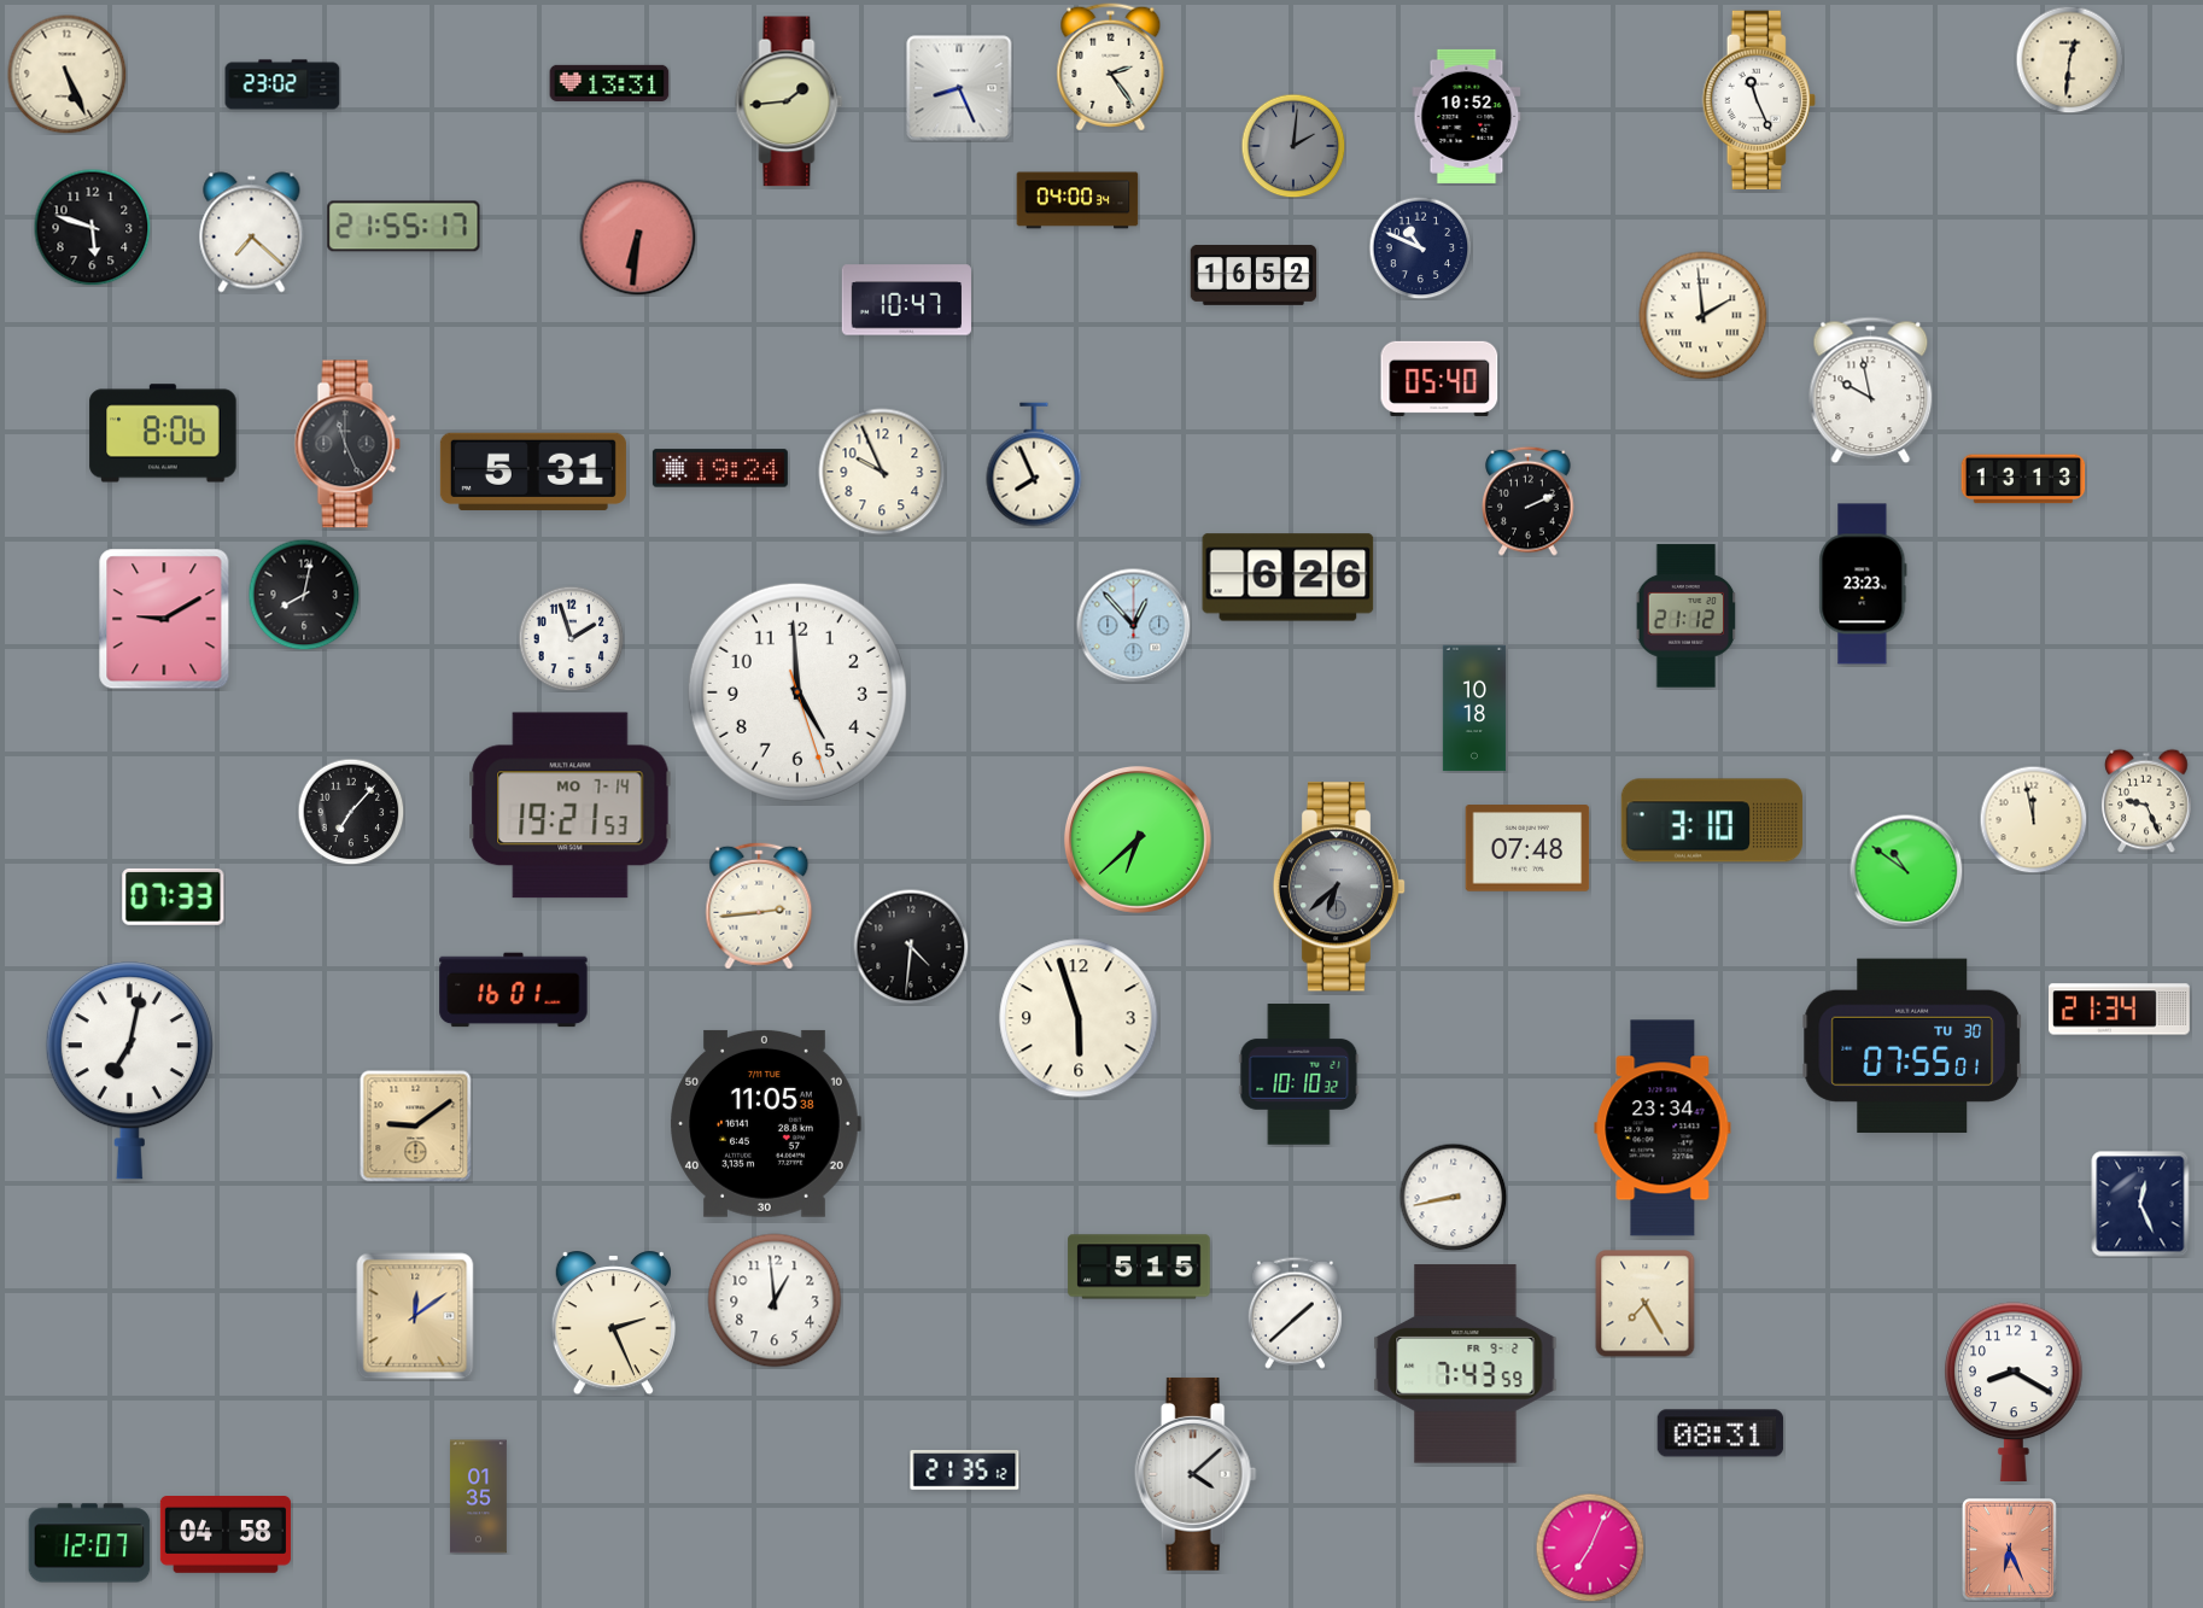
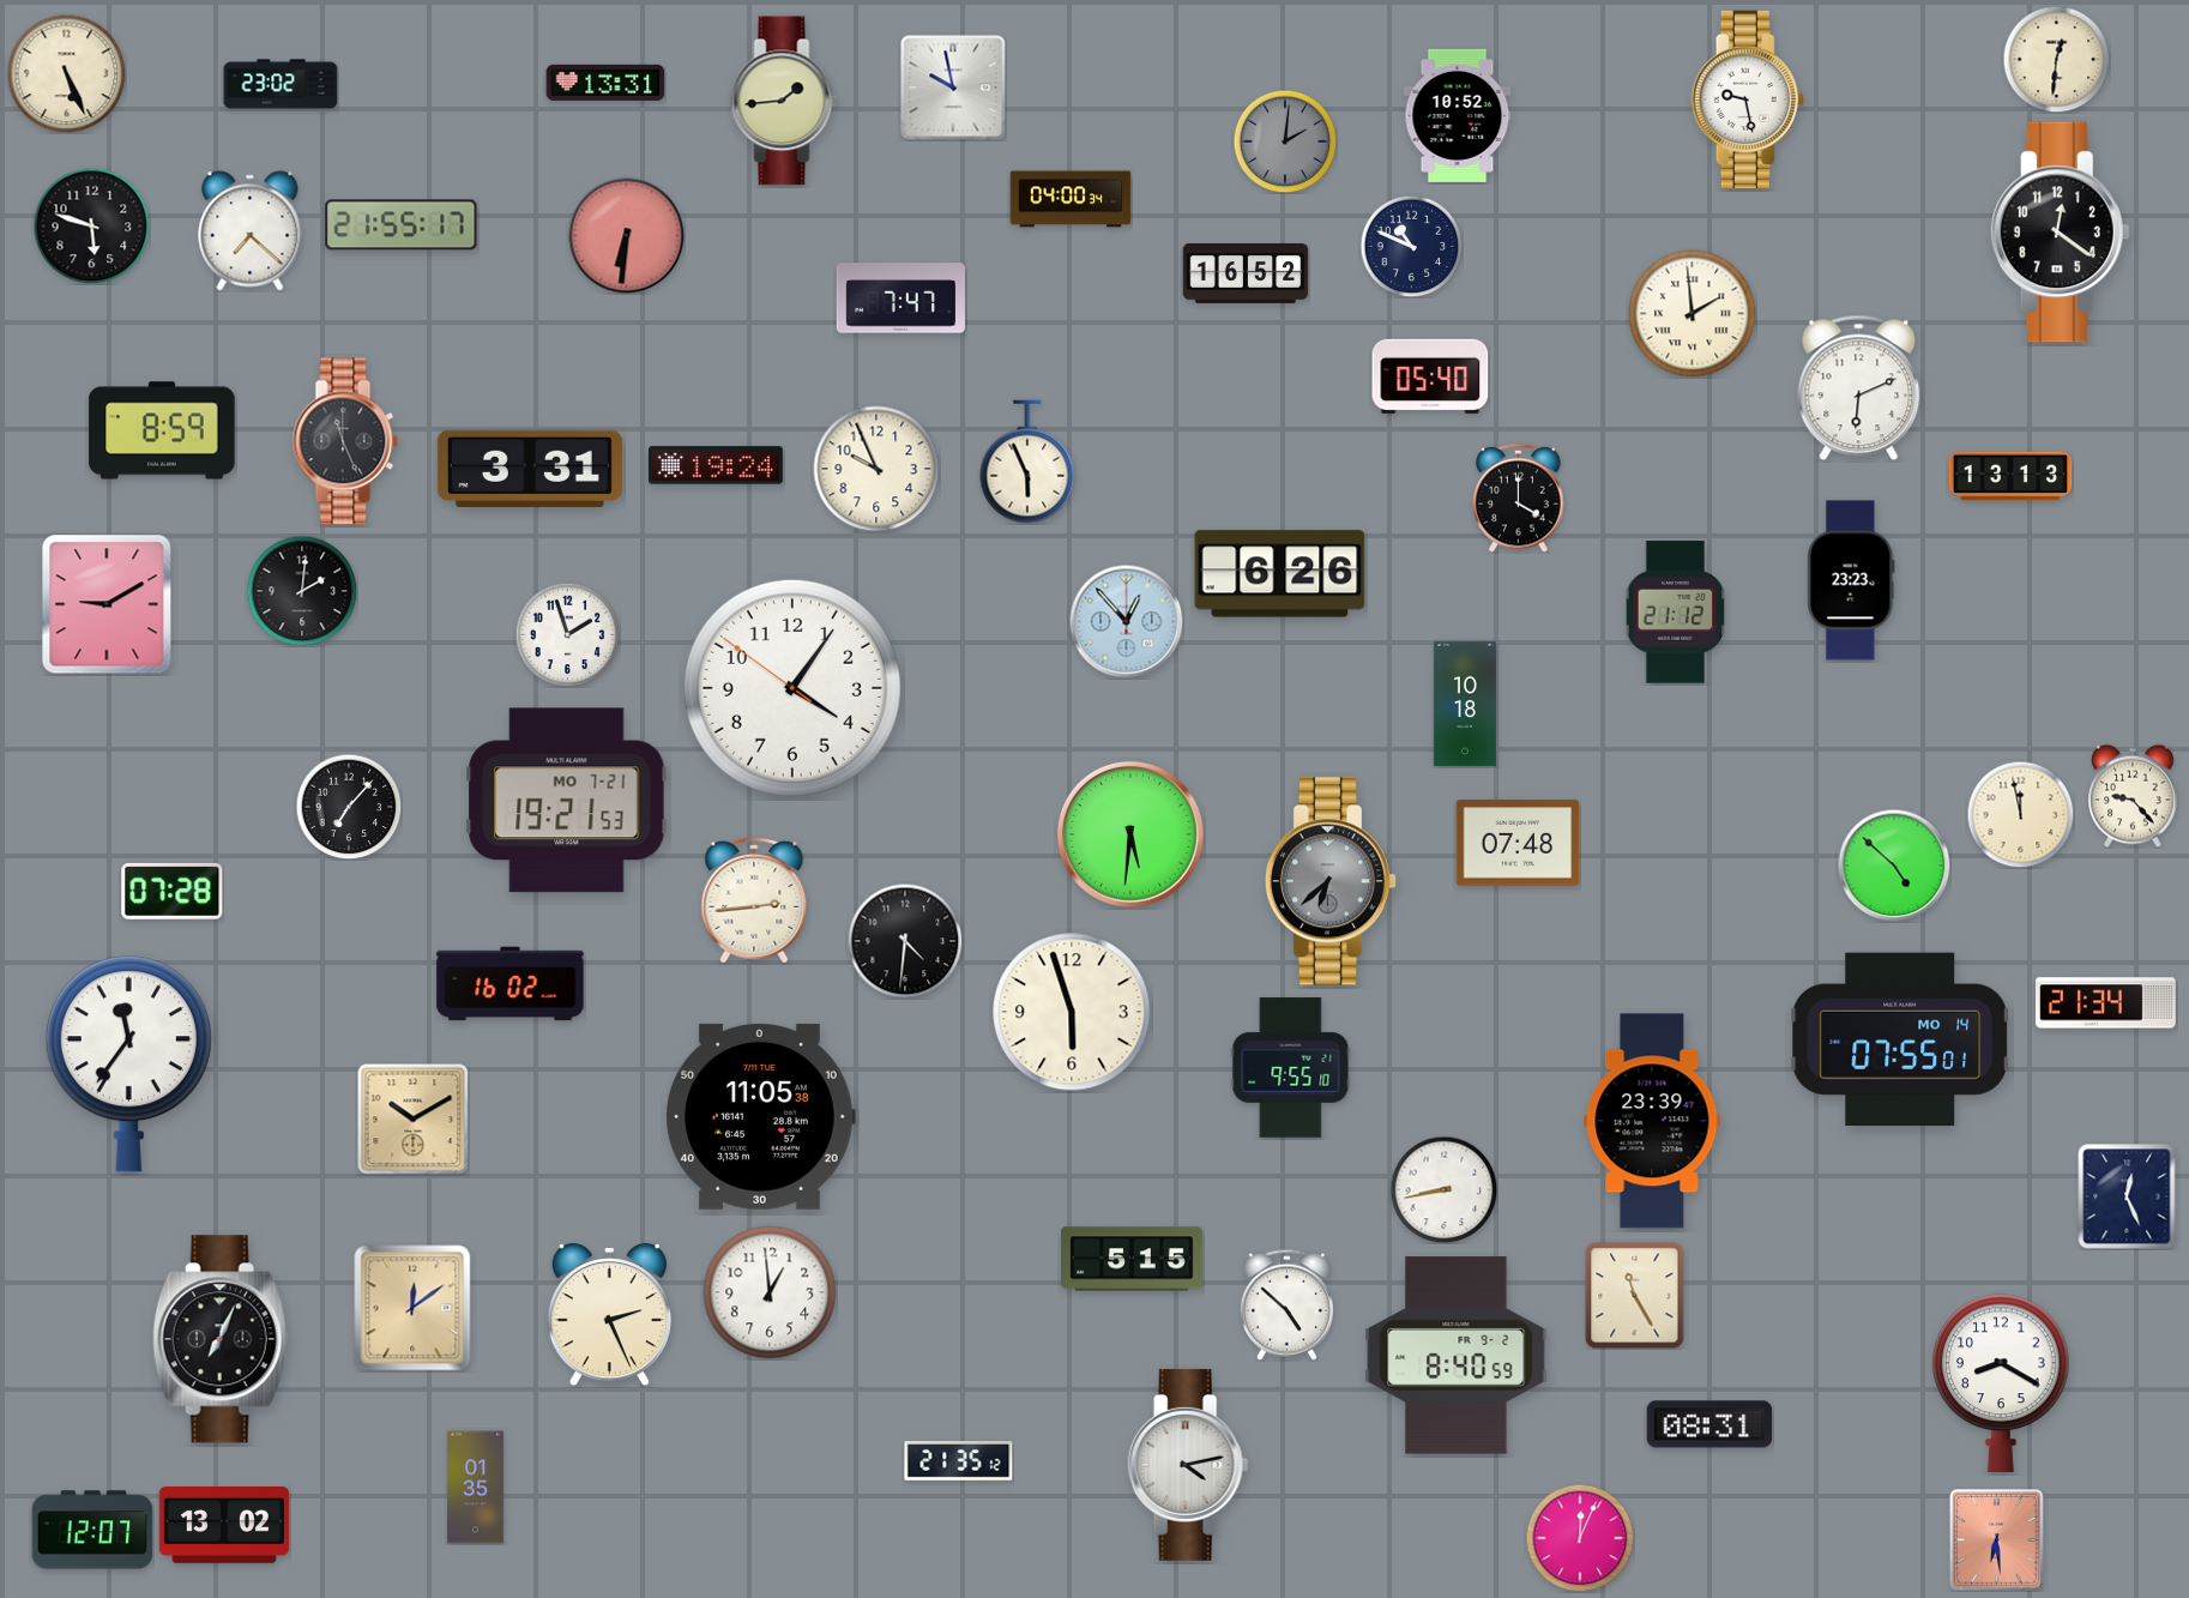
clock at (1111, 68): 2:24 -> none
clock at (959, 88): 8:26 -> 9:58
clock at (1759, 99): 11:26 -> 9:28
clock at (1293, 146) position: (1293, 146) -> (1285, 141)
clock at (2060, 233): none -> 12:21
clock at (638, 238) position: (638, 238) -> (627, 236)
clock at (906, 300): 10:47 -> 7:47
clock at (1871, 391): 9:58 -> 6:11
clock at (163, 433): 8:06 -> 8:59
clock at (1034, 464): 7:56 -> 5:56
clock at (533, 470): 5:31 -> 3:31
clock at (1529, 501): 2:11 -> 4:00
clock at (304, 595): 8:02 -> 2:01
clock at (164, 619) position: (164, 619) -> (107, 604)
clock at (797, 692): 4:59 -> 4:05
clock at (2146, 801): 9:26 -> 9:23
clock at (571, 806) date: MO 7-14 -> MO 7-21
clock at (1711, 820): 3:10 -> none
clock at (1138, 840): 6:38 -> 5:31
clock at (1906, 871): 10:51 -> 4:52
clock at (174, 896): 07:33 -> 07:28
clock at (514, 990): 16:01 -> 16:02
clock at (1912, 1045) date: TU 30 -> MO 14
clock at (129, 1071): 7:02 -> 11:36
clock at (1299, 1075): 10:10 -> 9:55
clock at (415, 1125): 9:09 -> 10:10
clock at (1663, 1128): 23:34 -> 23:39
clock at (1646, 1304): 7:25 -> 11:25
clock at (1295, 1312): 1:38 -> 4:52
clock at (221, 1339): none -> 7:04
clock at (1466, 1364): 7:43 -> 8:40
clock at (1196, 1474): 4:08 -> 4:13
clock at (226, 1536): 04:58 -> 13:02
clock at (89, 1543) position: (89, 1543) -> (92, 1530)
clock at (1590, 1548): 7:04 -> 12:04
clock at (2010, 1550): 6:26 -> 6:29
